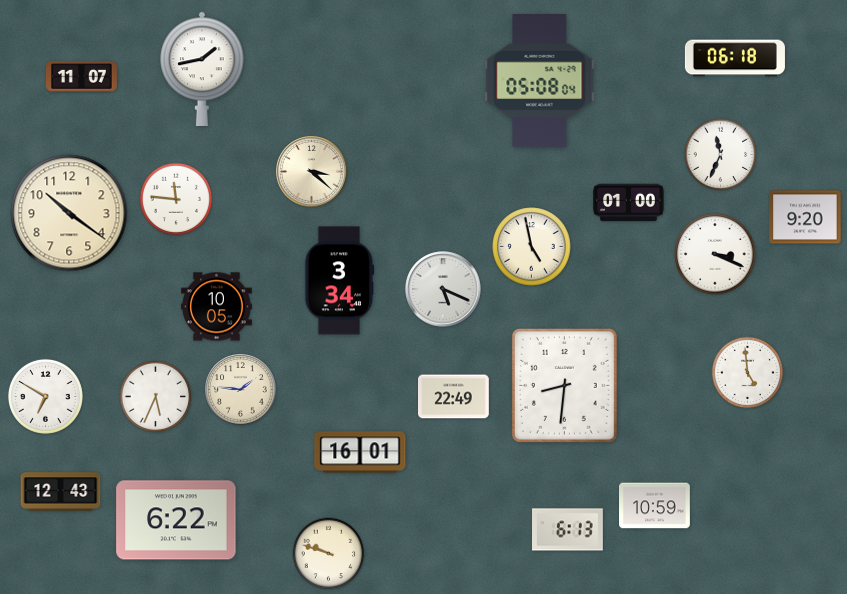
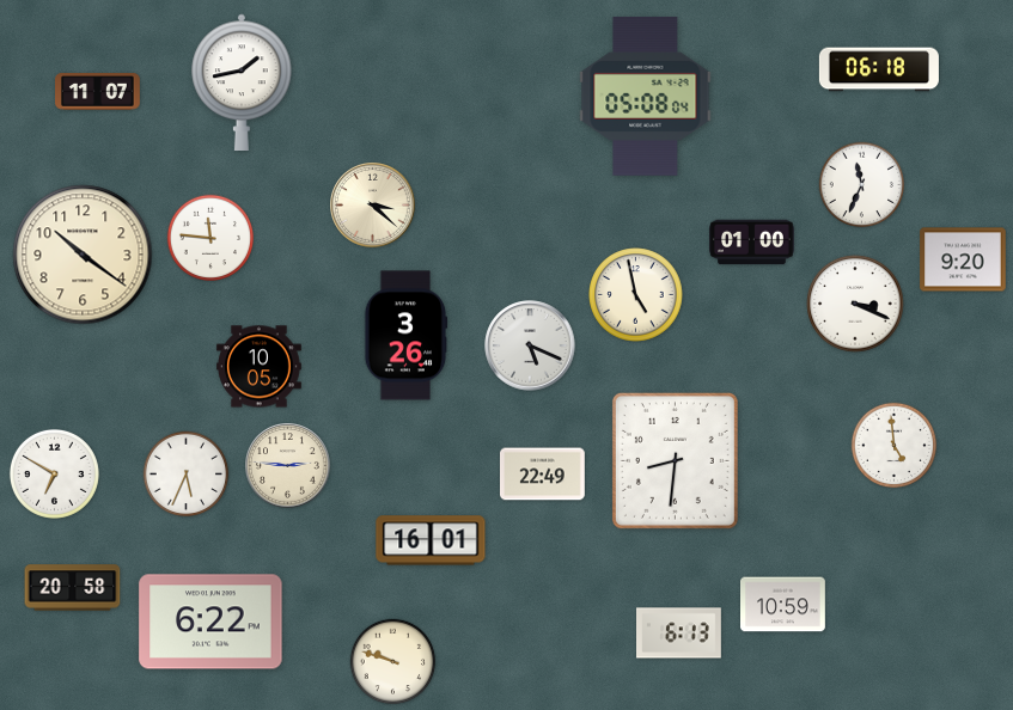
clock at (339, 281): 3:34 -> 3:26
clock at (241, 390): 1:46 -> 2:46
clock at (61, 492): 12:43 -> 20:58
